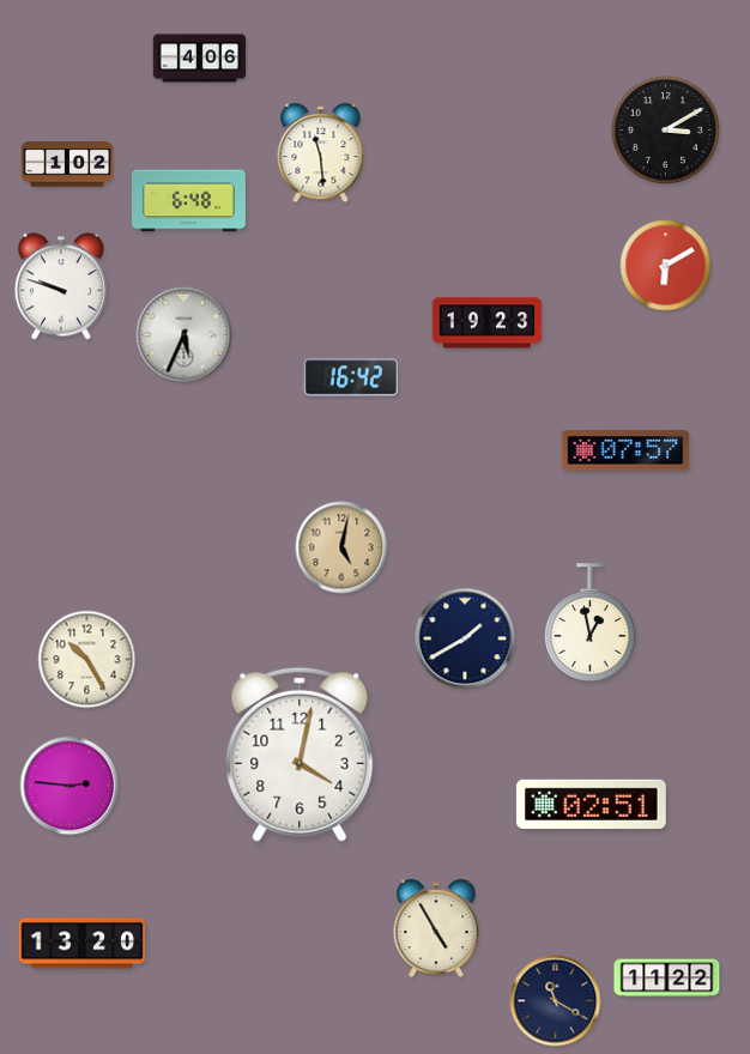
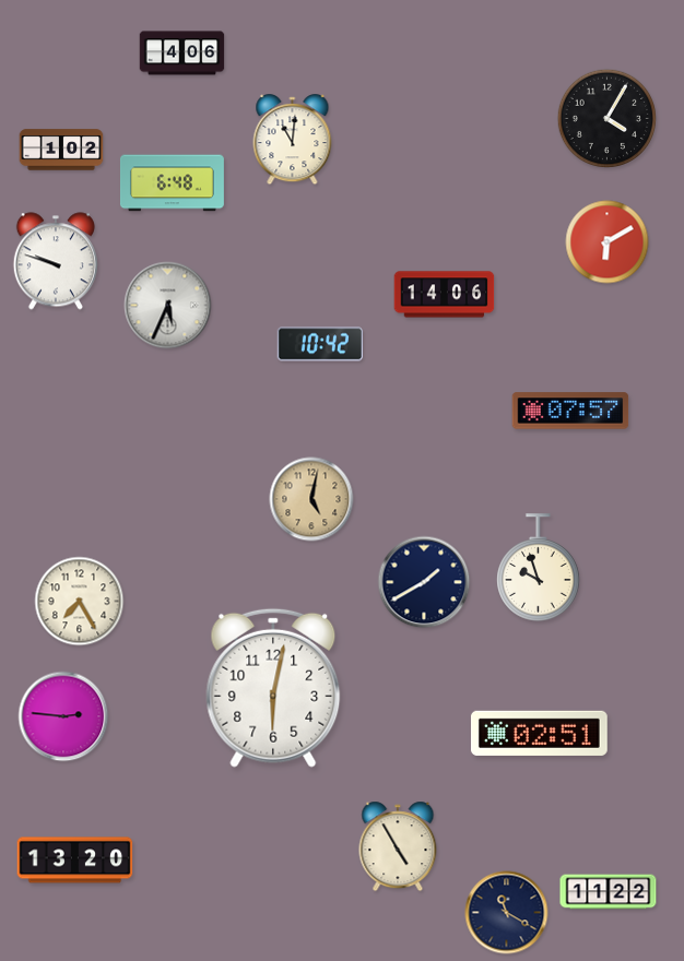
clock at (665, 129): 3:10 -> 4:05
clock at (321, 153): 11:29 -> 11:01
clock at (488, 323): 19:23 -> 14:06
clock at (350, 377): 16:42 -> 10:42
clock at (591, 623): 12:58 -> 9:57
clock at (87, 660): 10:25 -> 7:25
clock at (300, 755): 4:02 -> 6:02
